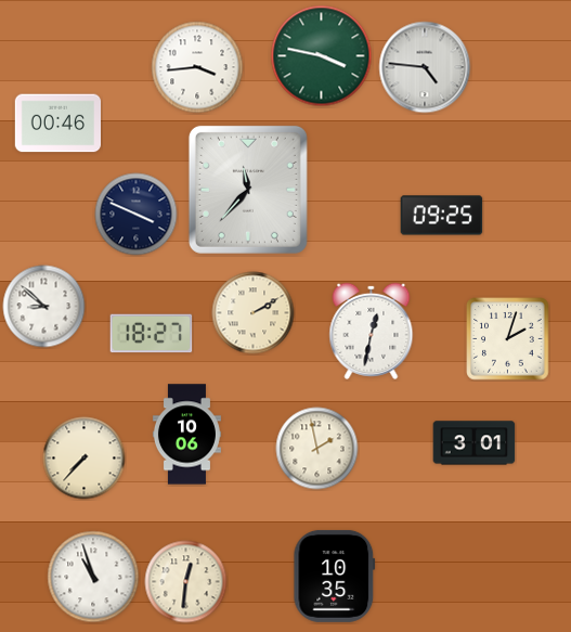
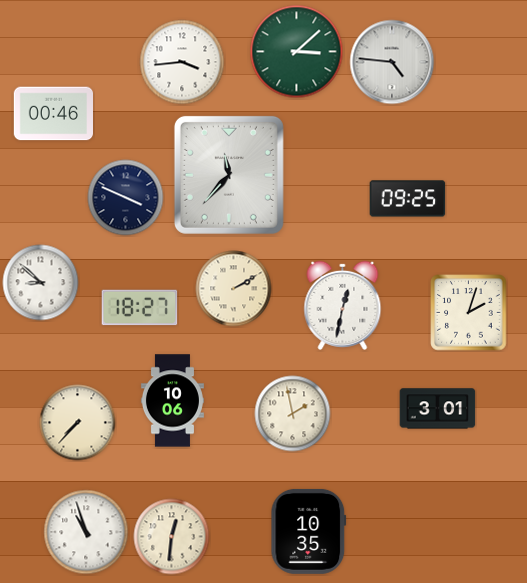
clock at (322, 56): 3:47 -> 3:08
